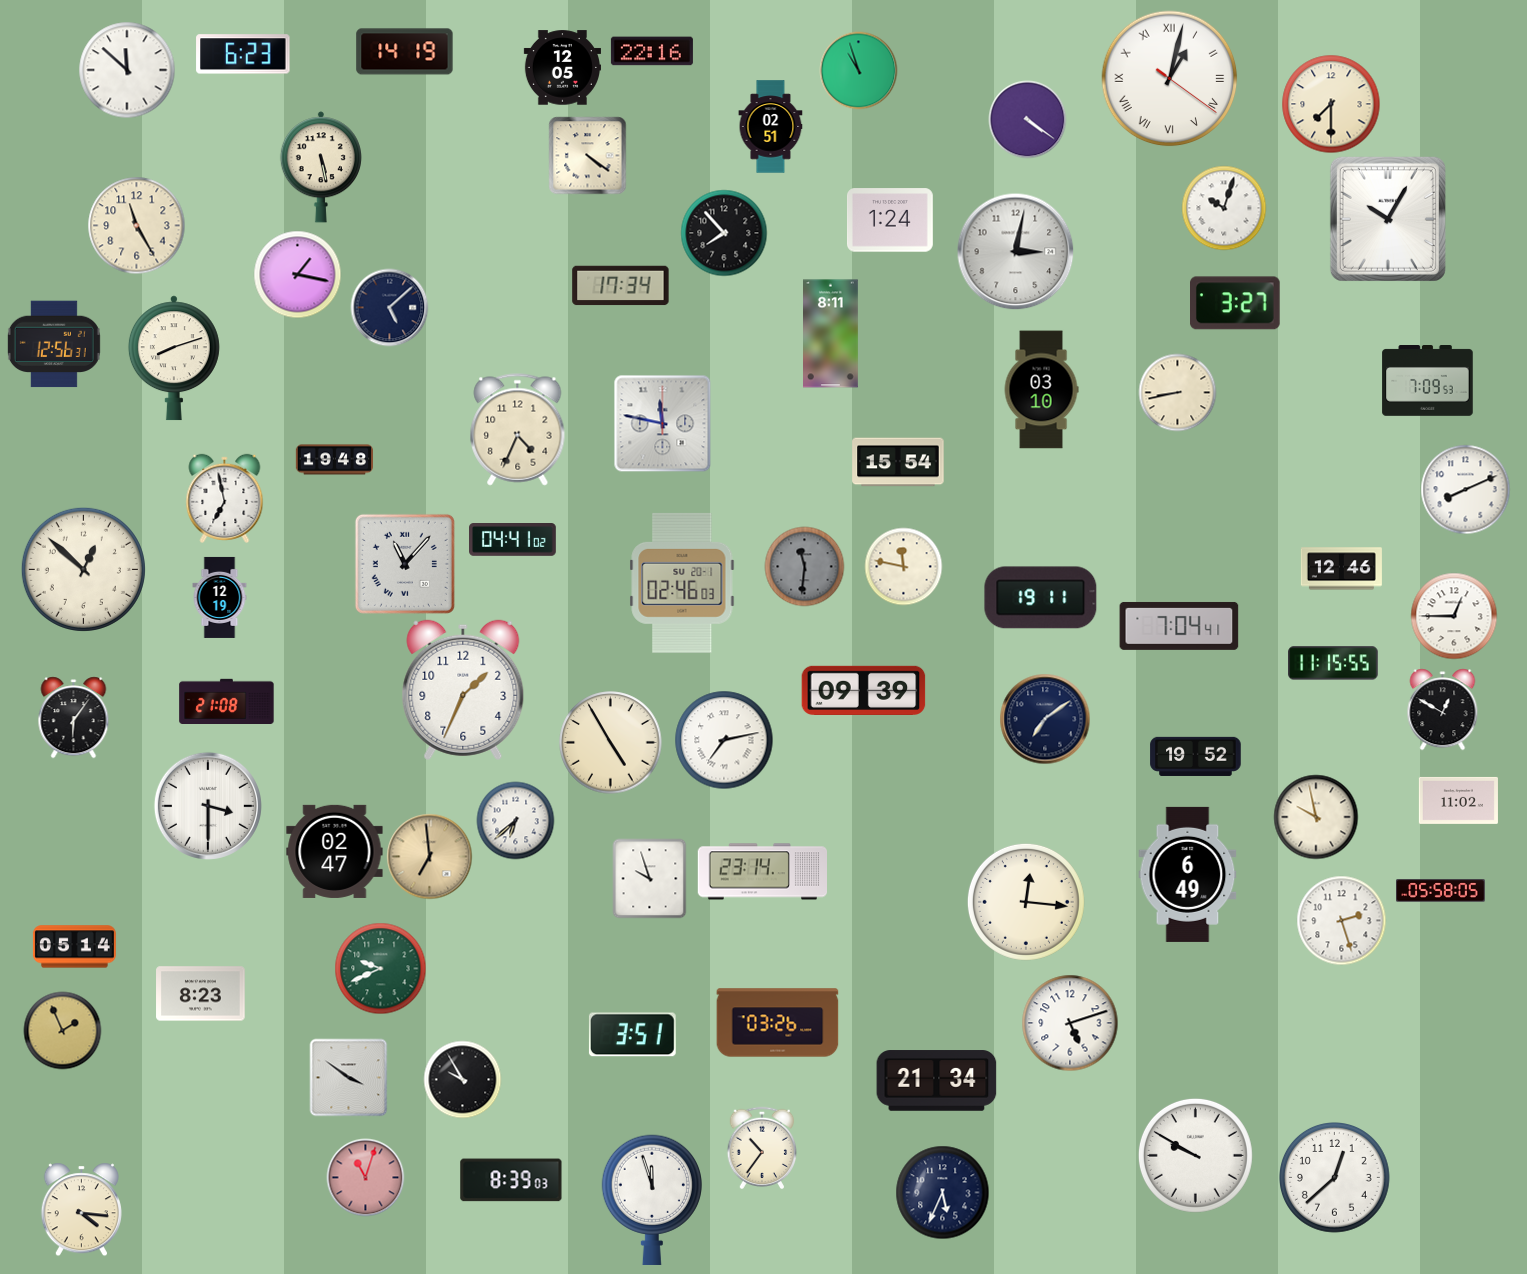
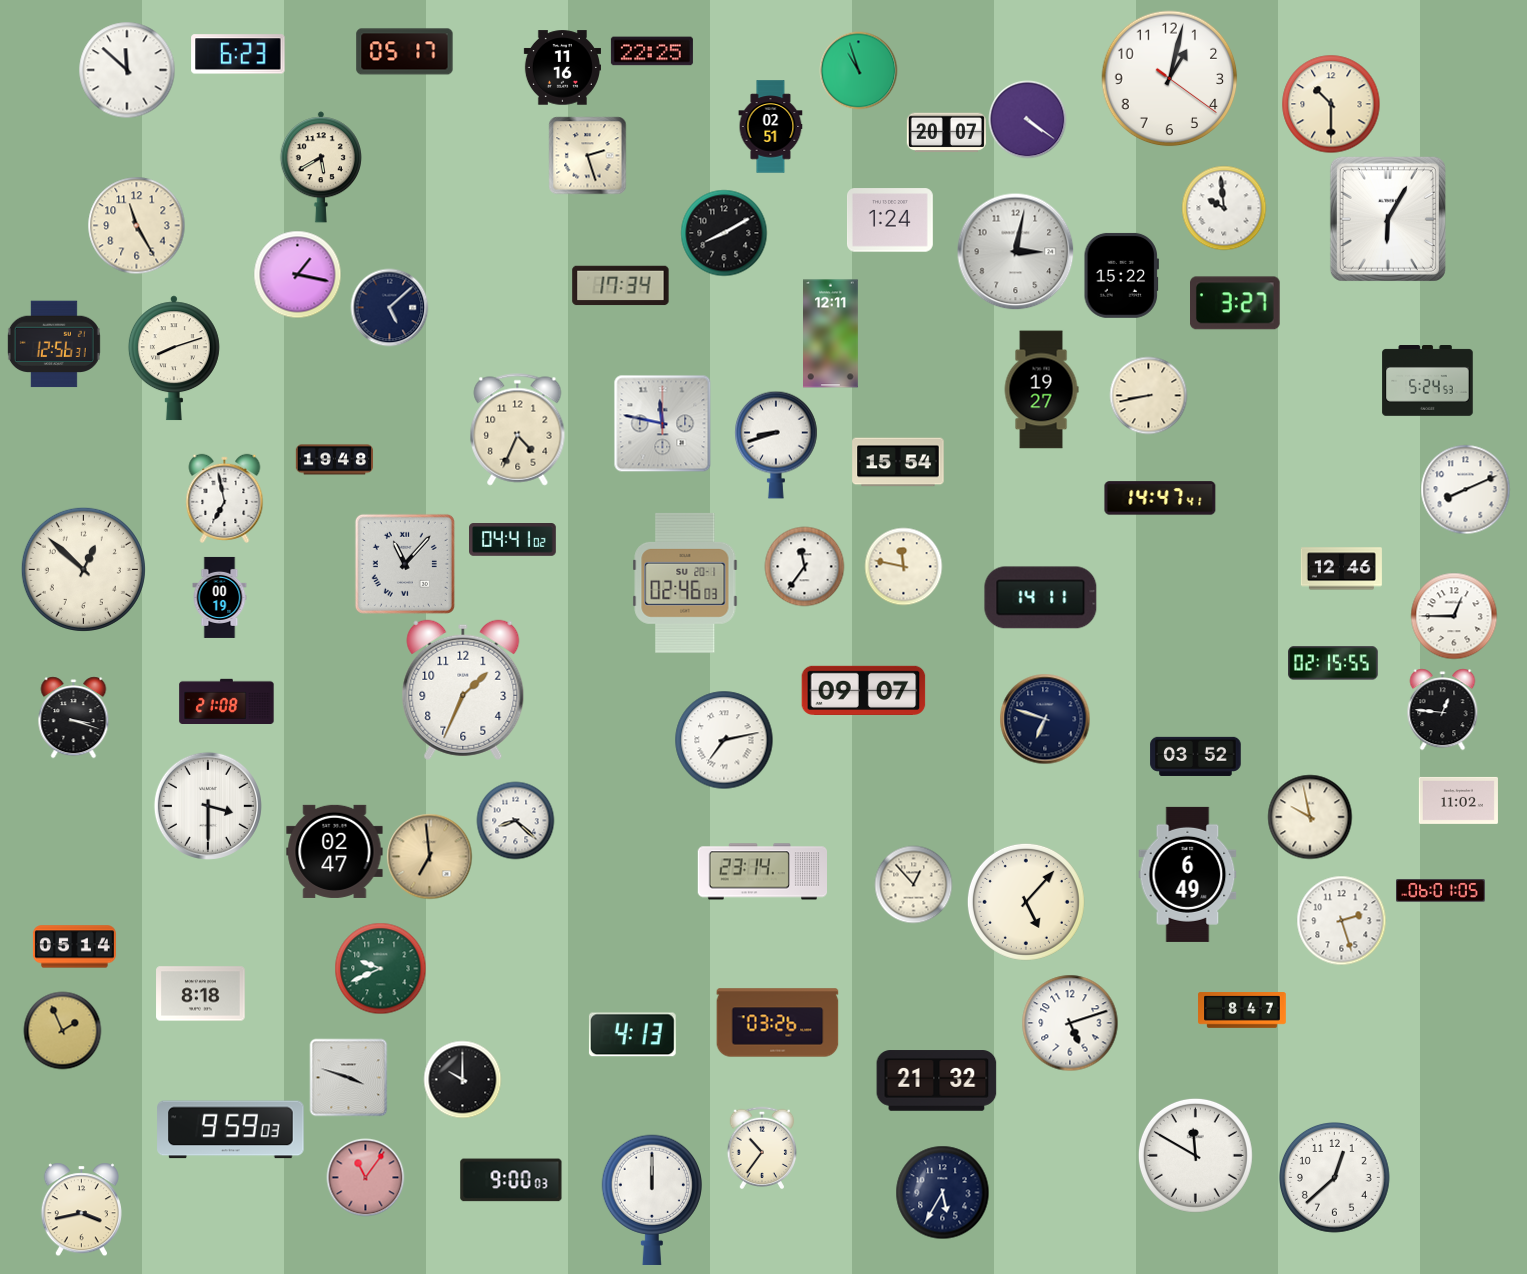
clock at (652, 51): 22:16 -> 22:25
clock at (405, 52): 14:19 -> 05:17
clock at (243, 54) position: (243, 54) -> (238, 54)
clock at (562, 68): 12:05 -> 11:16
clock at (1170, 79) numerals: Roman -> Arabic
clock at (1331, 104): 7:30 -> 10:30
clock at (946, 133): none -> 20:07
clock at (587, 155): 4:21 -> 2:27
clock at (321, 167): 5:28 -> 5:40
clock at (1224, 208): 10:03 -> 9:59
clock at (1388, 219): 10:05 -> 6:05
clock at (724, 233): 7:53 -> 8:10
clock at (1121, 275): none -> 15:22
clock at (831, 334): 8:11 -> 12:11
clock at (1428, 381): 7:09 -> 5:24
clock at (1041, 390): 03:10 -> 19:27
clock at (1177, 392) position: (1177, 392) -> (1148, 395)
clock at (777, 445): none -> 8:42
clock at (1160, 498): none -> 14:47
clock at (804, 566): 11:31 -> 11:36
clock at (804, 566) dial: grey -> white
clock at (682, 583) position: (682, 583) -> (685, 583)
clock at (220, 597): 12:19 -> 00:19
clock at (1041, 598): 19:11 -> 14:11
clock at (1179, 626): 7:04 -> none
clock at (1333, 663): 11:15 -> 02:15
clock at (864, 690): 09:39 -> 09:07
clock at (1443, 709): 12:50 -> 12:46
clock at (74, 717): 6:06 -> 3:18
clock at (1045, 719): 7:09 -> 6:48
clock at (611, 743): 4:55 -> none
clock at (1196, 756): 19:52 -> 03:52
clock at (1316, 817) position: (1316, 817) -> (1310, 817)
clock at (515, 820): 6:38 -> 8:22
clock at (650, 878): 9:57 -> none
clock at (913, 884): none -> 12:53
clock at (1441, 891): 05:58 -> 06:01
clock at (1026, 902): 12:16 -> 5:07
clock at (201, 994): 8:23 -> 8:18
clock at (1242, 1010): none -> 8:47
clock at (632, 1035): 3:51 -> 4:13
clock at (348, 1077): 3:51 -> 3:48
clock at (462, 1079): 9:55 -> 10:00
clock at (937, 1081): 21:34 -> 21:32
clock at (231, 1130): none -> 9:59
clock at (1195, 1155): 9:50 -> 11:50
clock at (365, 1177): 11:03 -> 11:06
clock at (511, 1180): 8:39 -> 9:00
clock at (942, 1192): 5:34 -> 5:35
clock at (652, 1200): 11:57 -> 12:00
clock at (81, 1209): 4:16 -> 3:43
